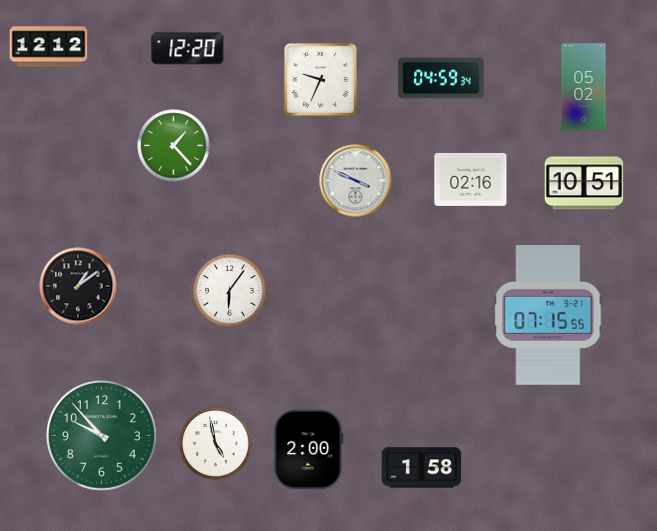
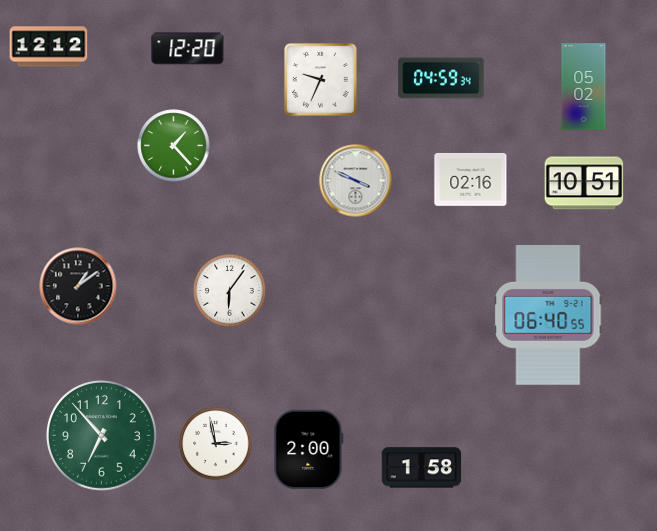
clock at (548, 316): 07:15 -> 06:40
clock at (101, 435): 9:53 -> 6:53
clock at (216, 444): 4:58 -> 2:58
